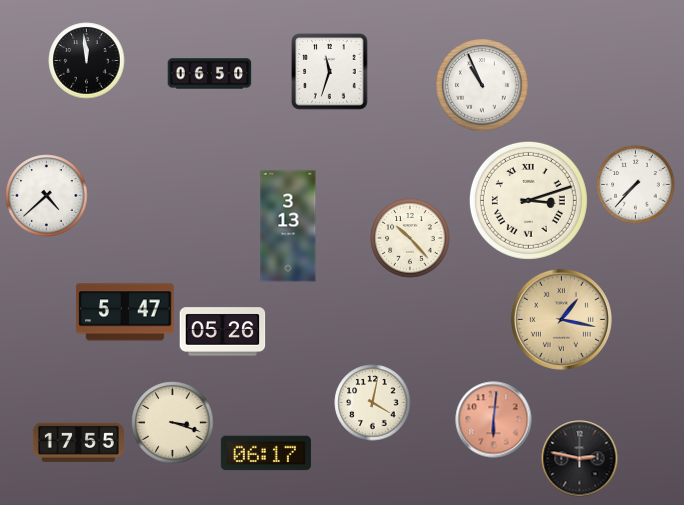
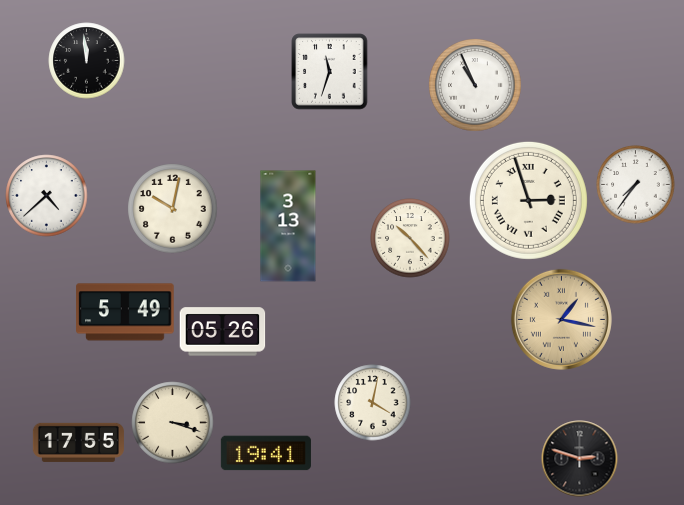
clock at (210, 74): 06:50 -> none
clock at (482, 85) position: (482, 85) -> (475, 85)
clock at (636, 185): 7:37 -> 7:36
clock at (528, 200): 3:12 -> 2:57
clock at (173, 209): none -> 10:02
clock at (125, 312): 5:47 -> 5:49
clock at (494, 420): 6:01 -> none
clock at (266, 453): 06:17 -> 19:41
clock at (580, 459): 2:47 -> 2:48
